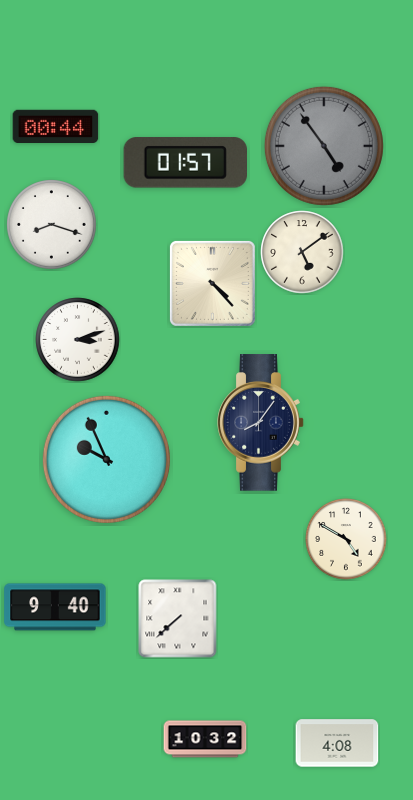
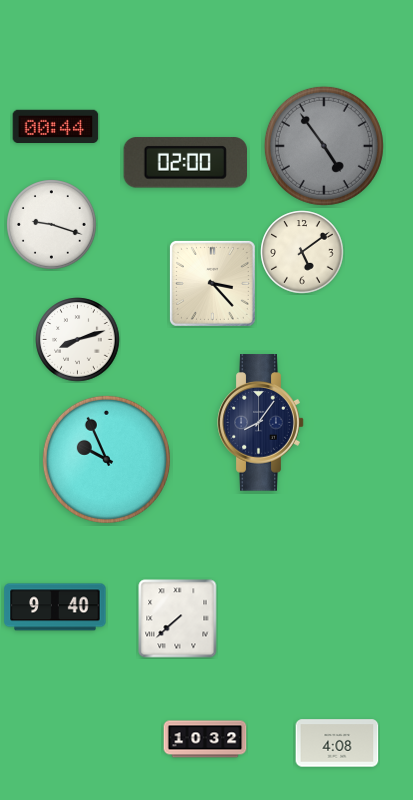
clock at (185, 163): 01:57 -> 02:00
clock at (52, 225): 8:18 -> 9:18
clock at (212, 283): 4:23 -> 3:23
clock at (78, 340): 3:12 -> 8:12
clock at (346, 539): 4:50 -> none
